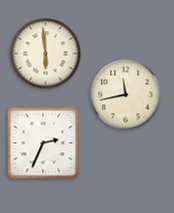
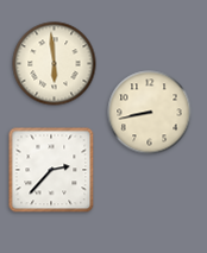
clock at (126, 95): 11:43 -> 8:43
clock at (43, 143): 2:34 -> 2:37
